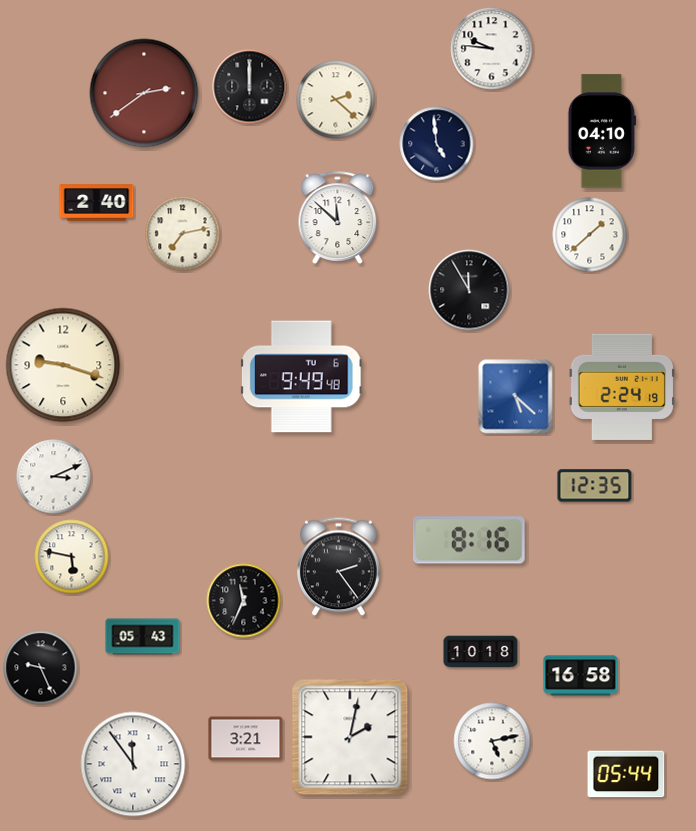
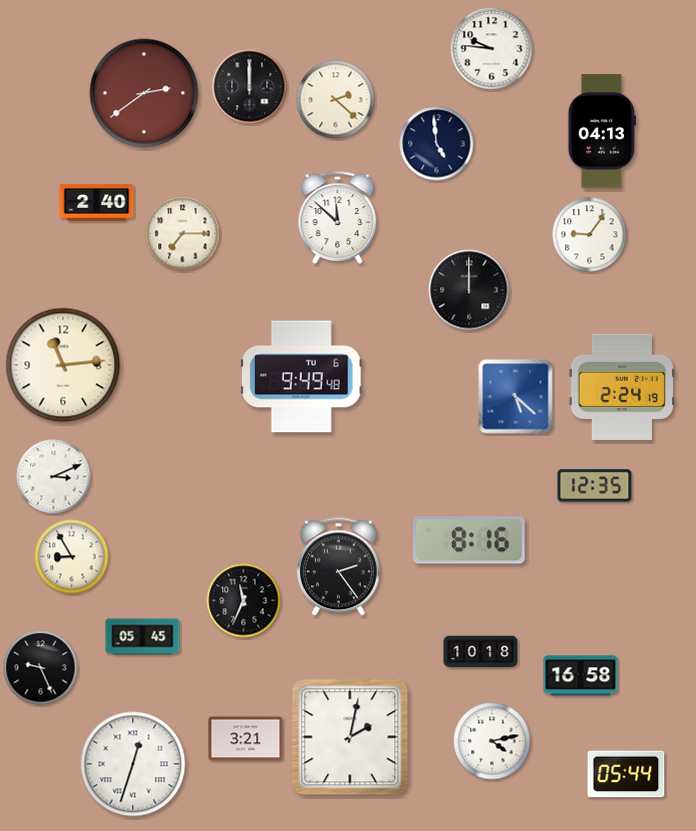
clock at (601, 131): 04:10 -> 04:13
clock at (183, 234): 7:13 -> 7:15
clock at (590, 235): 1:38 -> 9:06
clock at (469, 290): 11:55 -> 12:00
clock at (63, 365): 9:18 -> 11:14
clock at (72, 557): 5:47 -> 8:55
clock at (143, 637): 05:43 -> 05:45
clock at (492, 741): 5:13 -> 4:13
clock at (133, 764): 11:54 -> 12:33
